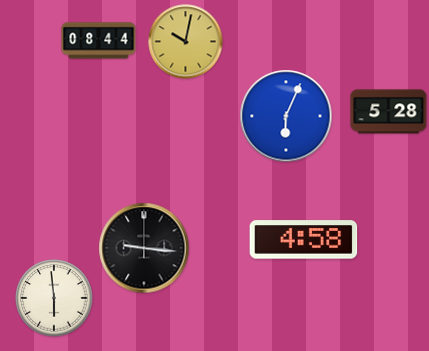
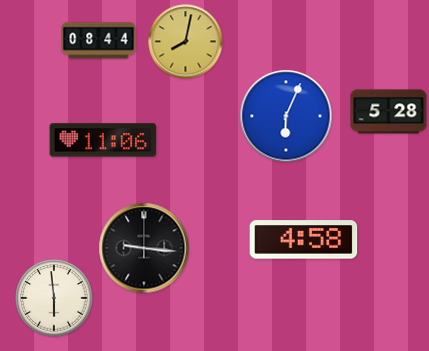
clock at (186, 42): 10:02 -> 8:02
clock at (103, 140): none -> 11:06
